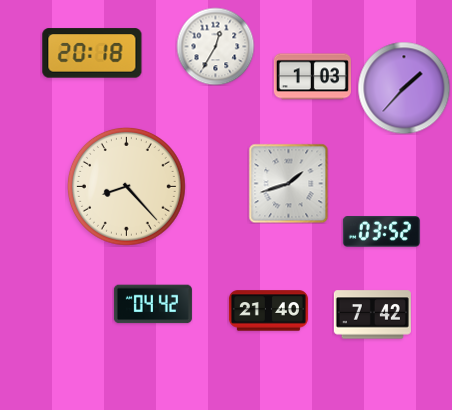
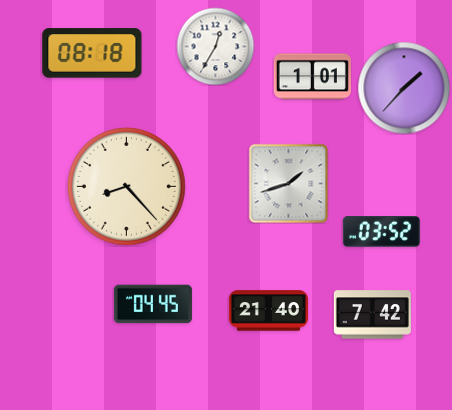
clock at (92, 53): 20:18 -> 08:18
clock at (312, 77): 1:03 -> 1:01
clock at (153, 304): 04:42 -> 04:45
